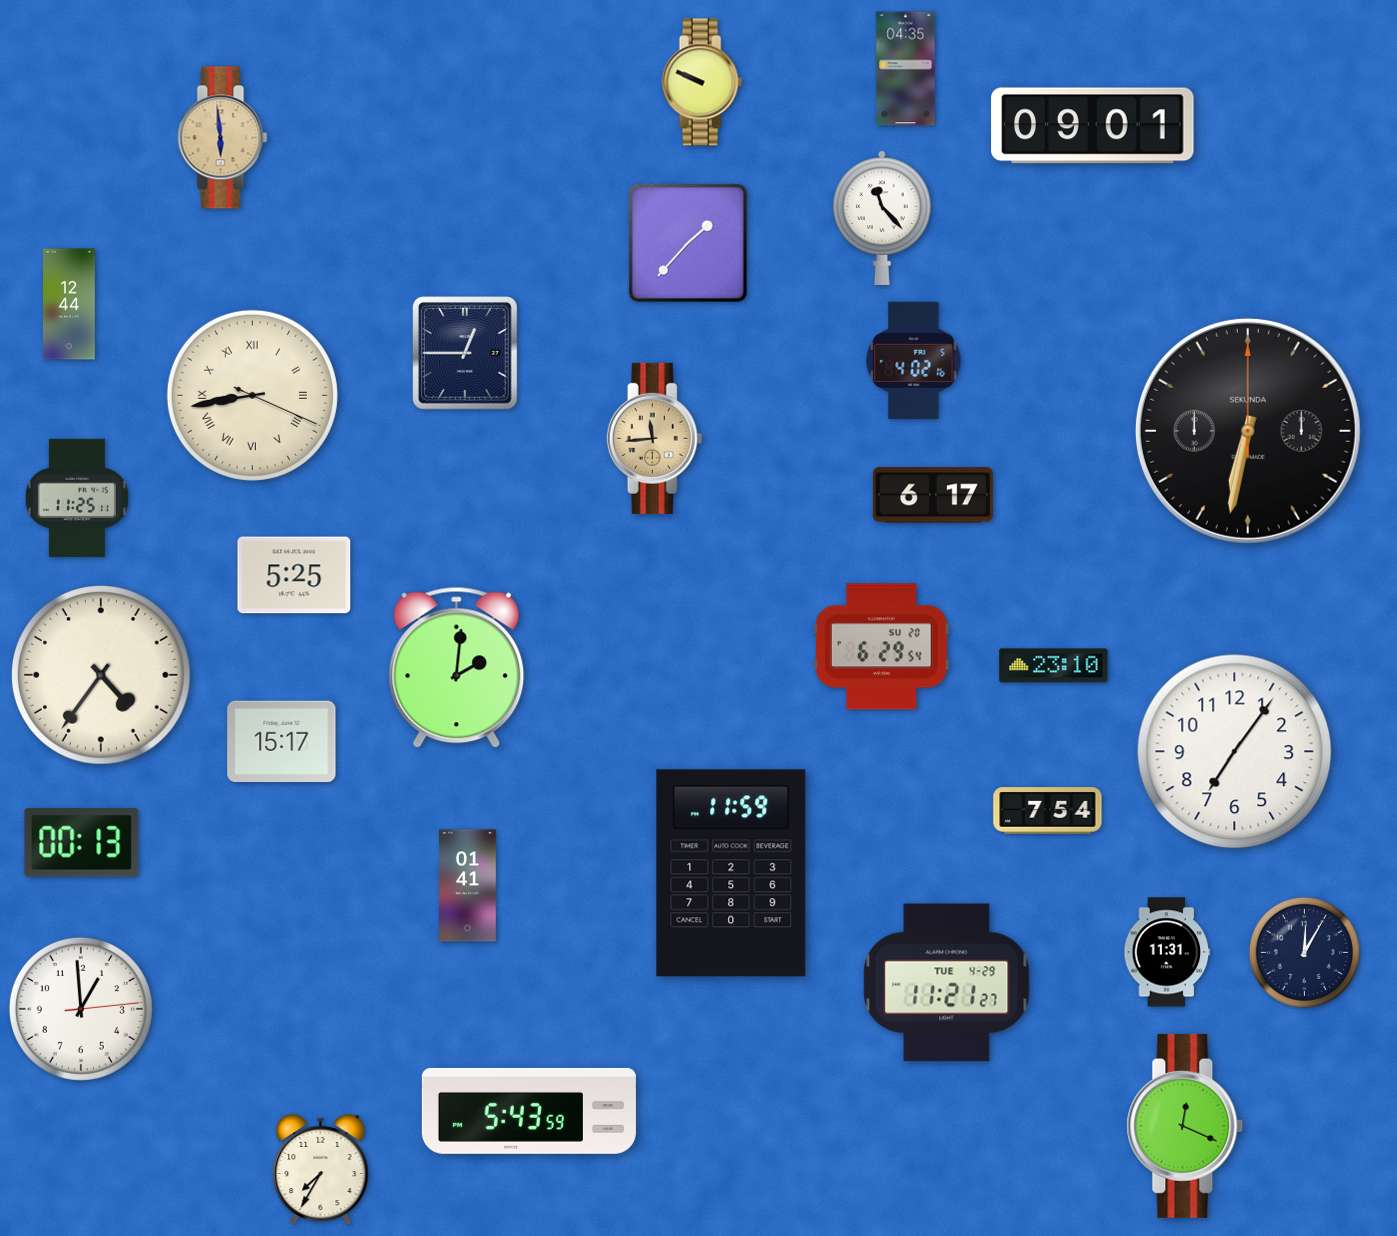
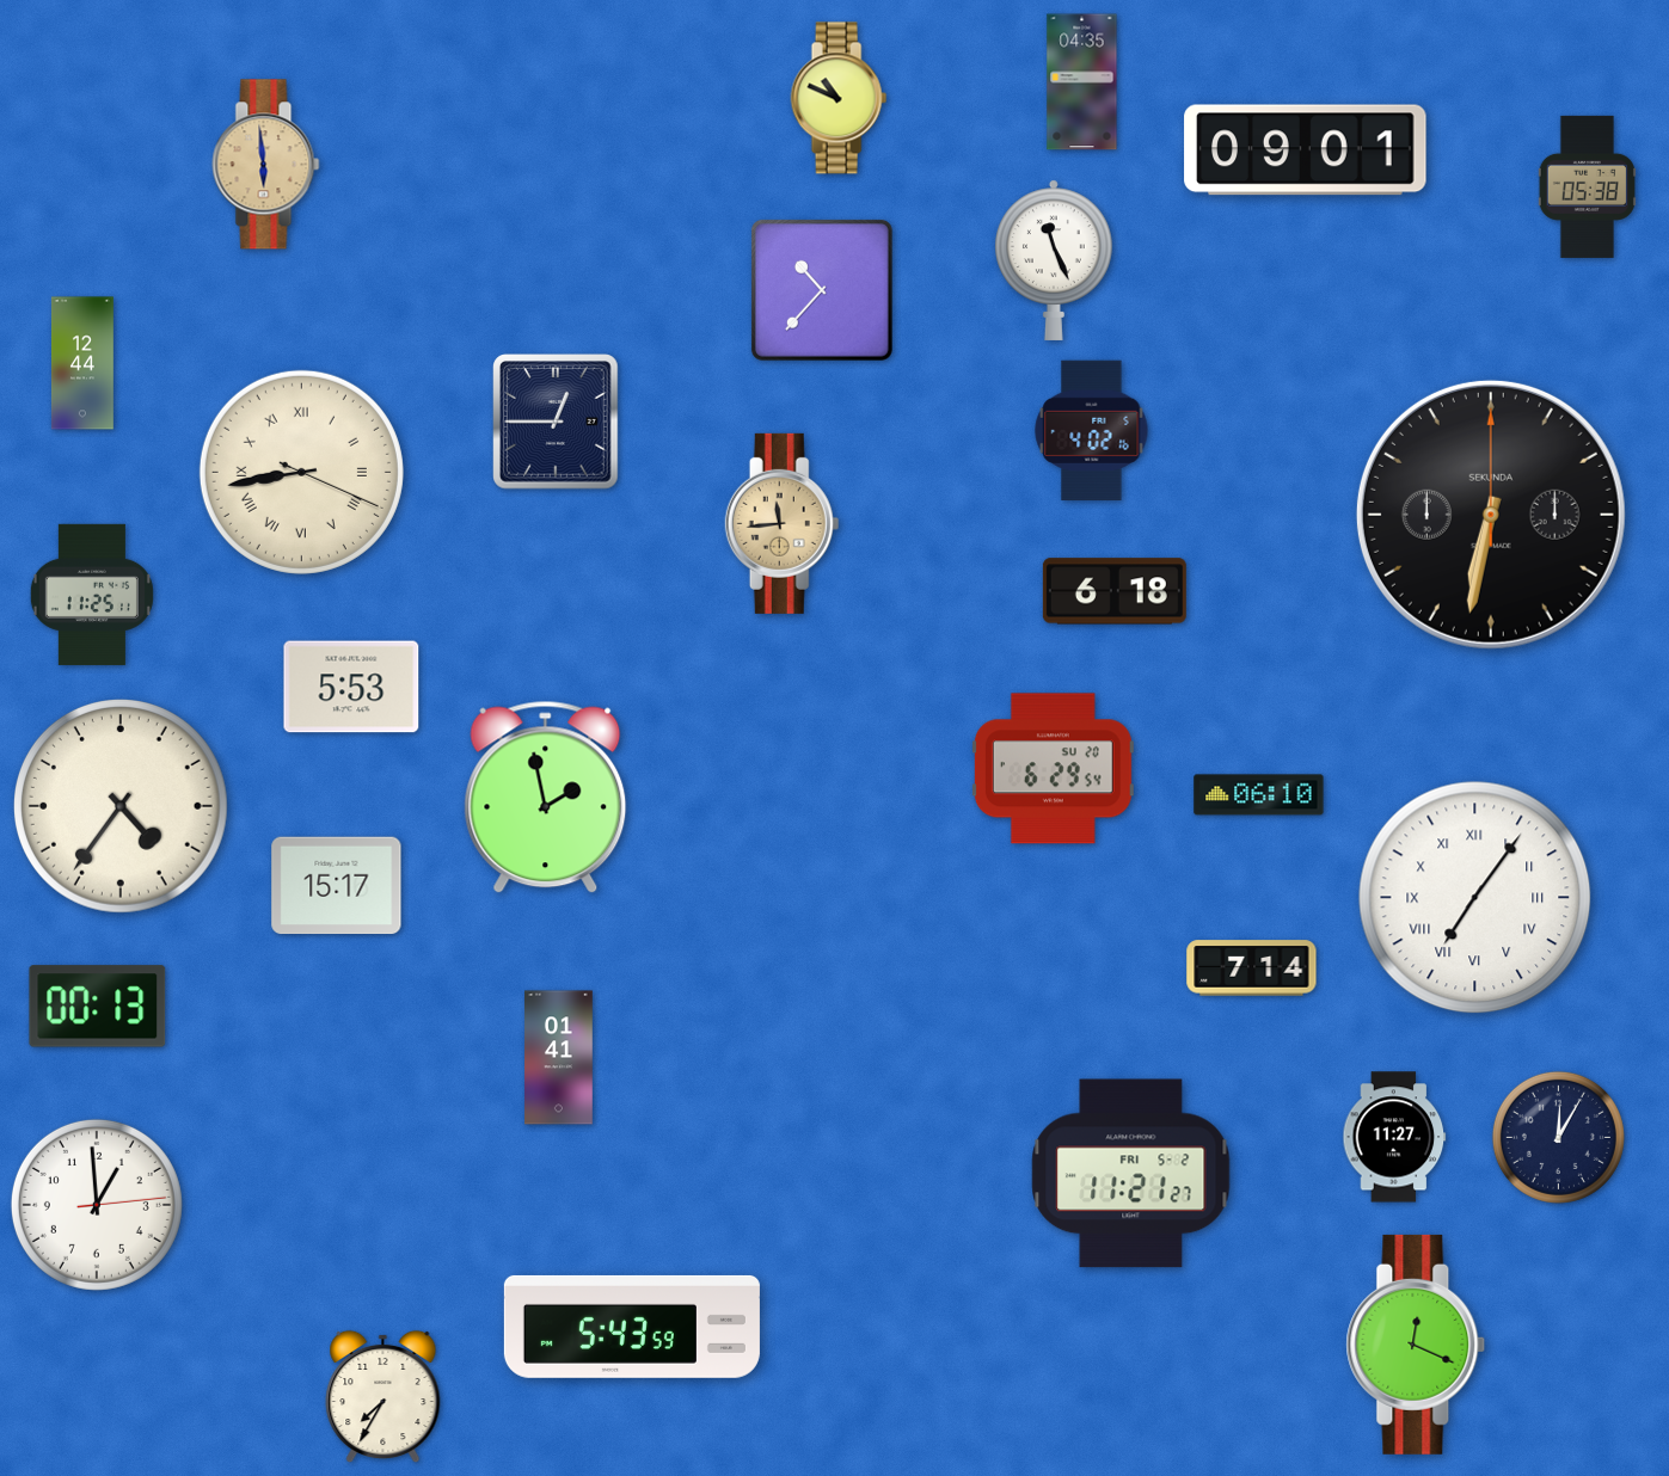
clock at (702, 82): 9:49 -> 10:49
clock at (1587, 186): none -> 05:38
clock at (882, 218): 11:23 -> 11:26
clock at (688, 243): 1:37 -> 10:37
clock at (933, 495): 6:17 -> 6:18
clock at (294, 575): 5:25 -> 5:53
clock at (881, 647) position: (881, 647) -> (1053, 769)
clock at (1054, 666): 23:10 -> 06:10
clock at (457, 668): 2:01 -> 1:58
clock at (1235, 752) numerals: Arabic -> Roman
clock at (1048, 811): 7:54 -> 7:14
clock at (731, 873): 11:59 -> none
clock at (1167, 952): 11:31 -> 11:27
clock at (947, 983) date: TUE 4-29 -> FRI 5-2
